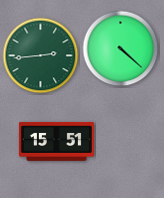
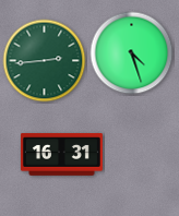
clock at (121, 49): 4:22 -> 4:27
clock at (56, 142): 15:51 -> 16:31
